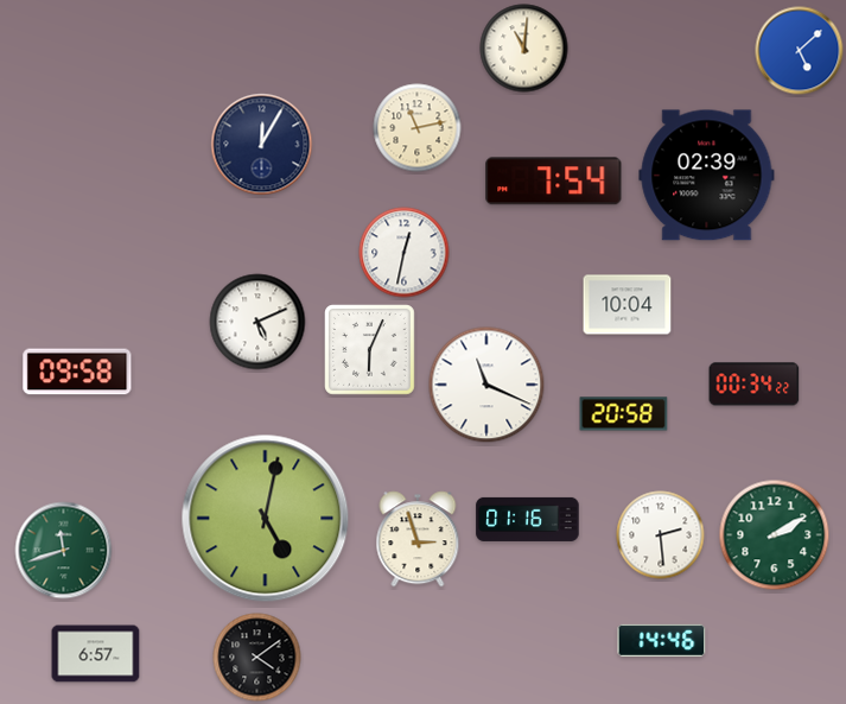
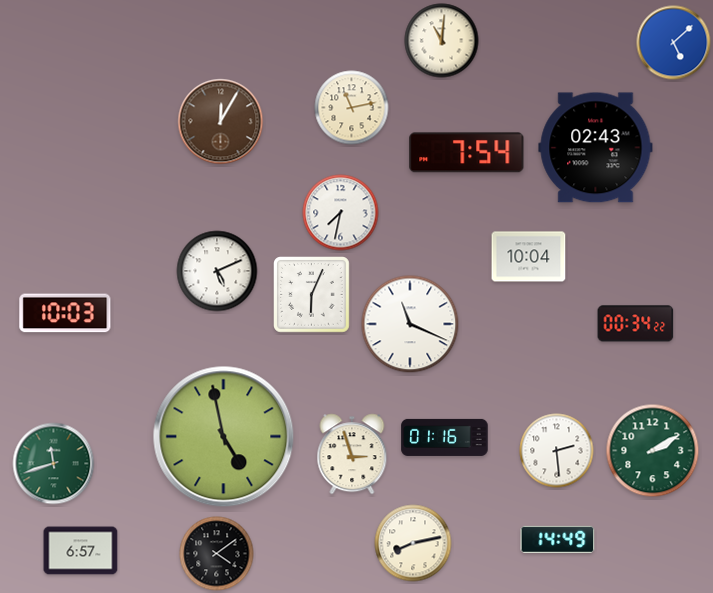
clock at (262, 145) dial: navy -> brown
clock at (707, 176): 02:39 -> 02:43
clock at (405, 253): 12:32 -> 7:32
clock at (77, 372): 09:58 -> 10:03
clock at (624, 414): 20:58 -> none
clock at (266, 519): 5:02 -> 4:58
clock at (662, 640): 14:46 -> 14:49
clock at (413, 543): none -> 8:13
